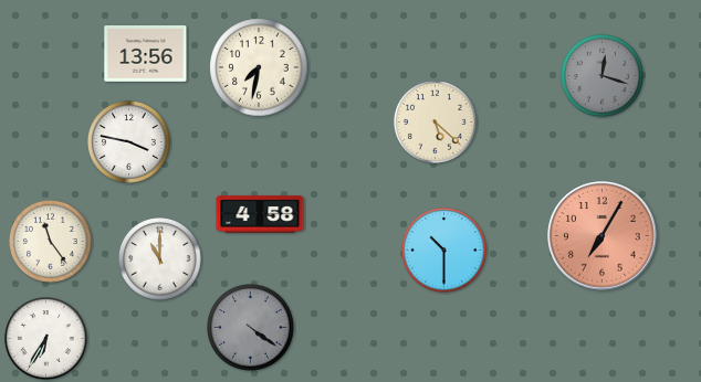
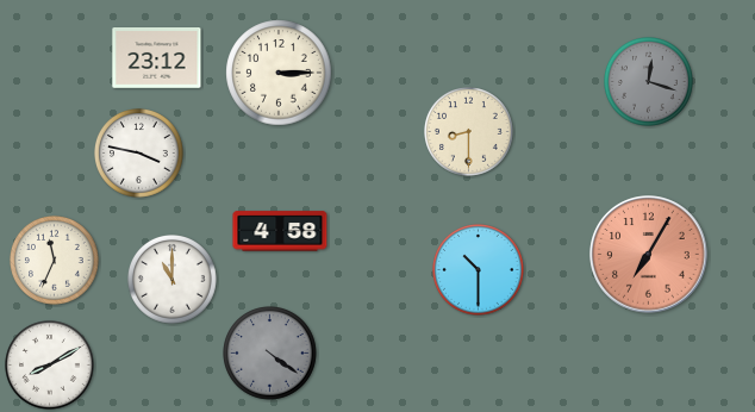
clock at (146, 54): 13:56 -> 23:12
clock at (259, 67): 7:32 -> 3:15
clock at (436, 123): 5:22 -> 8:30
clock at (51, 242): 11:24 -> 11:34
clock at (46, 339): 6:35 -> 8:10
